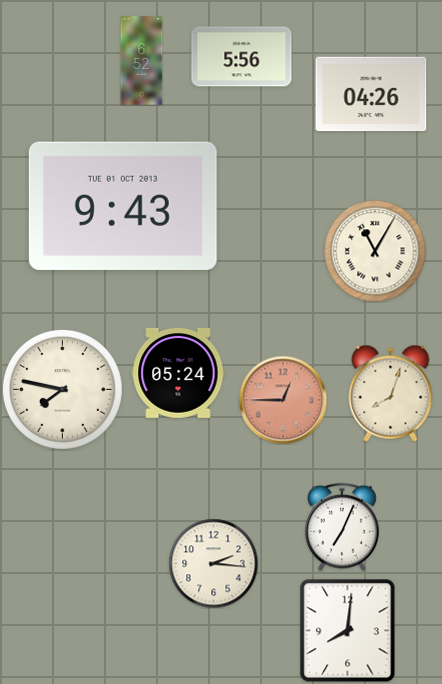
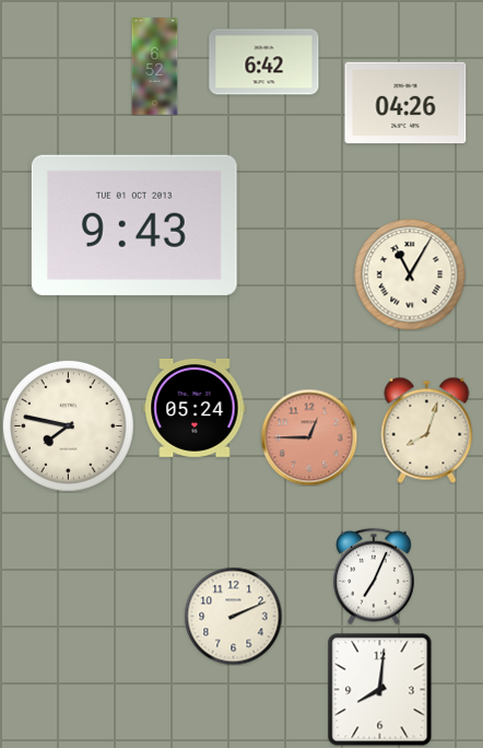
clock at (242, 57): 5:56 -> 6:42
clock at (213, 563): 2:16 -> 2:11
